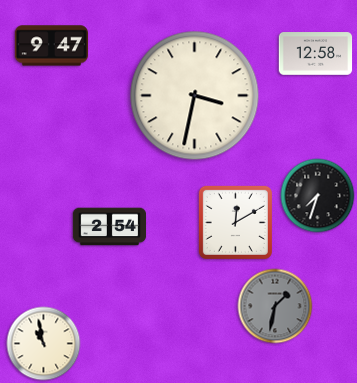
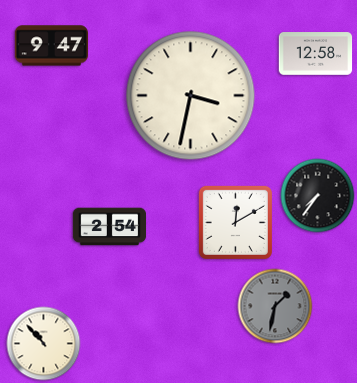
clock at (195, 96) position: (195, 96) -> (191, 96)
clock at (318, 196): 7:33 -> 7:36
clock at (44, 344): 10:58 -> 10:53
